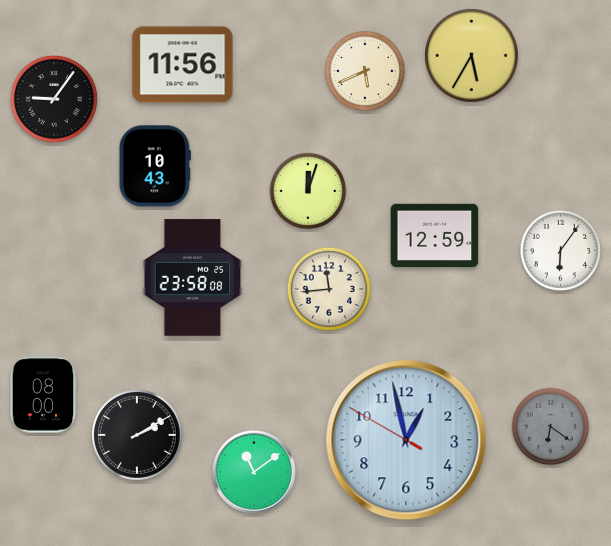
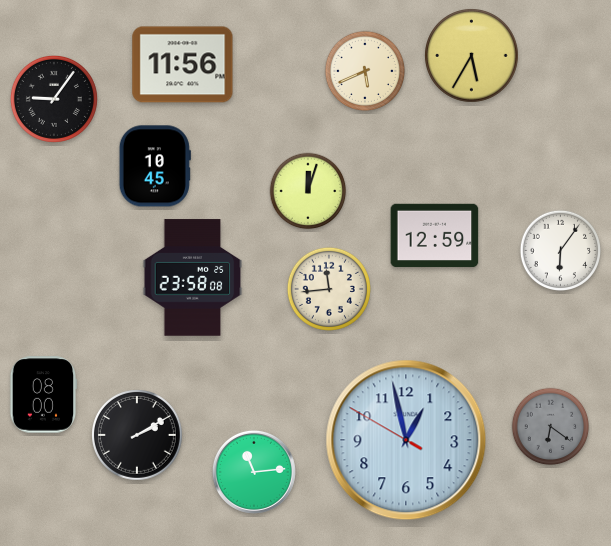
clock at (155, 166): 10:43 -> 10:45
clock at (254, 472): 11:09 -> 11:14
